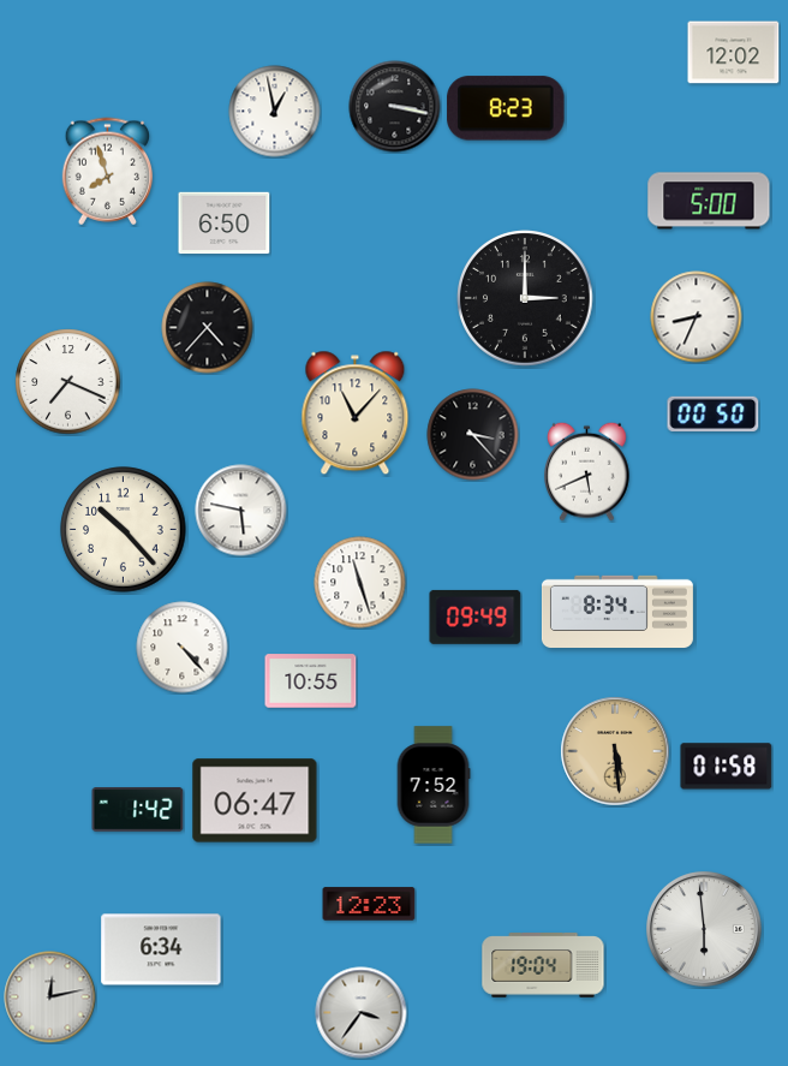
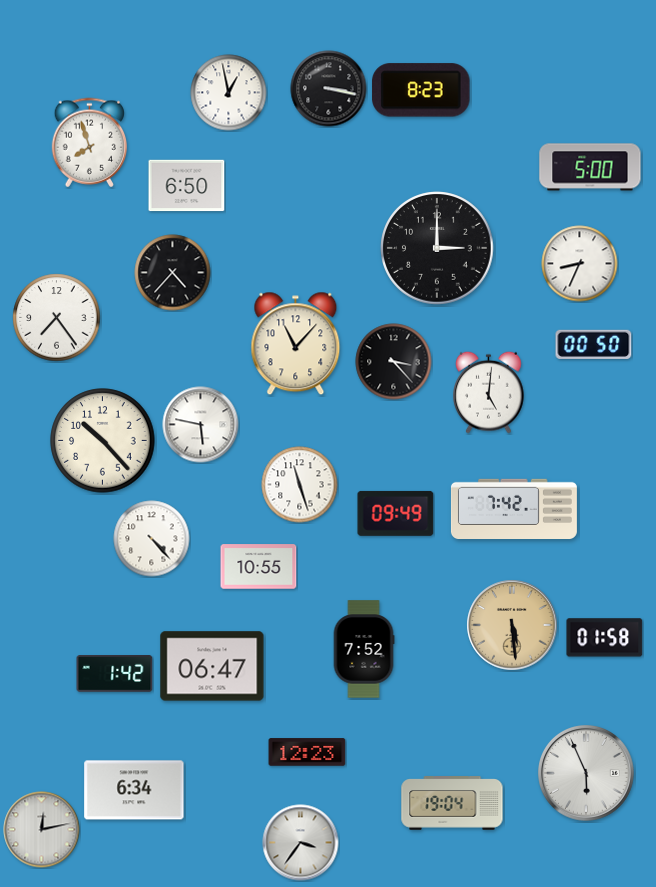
clock at (734, 53): 12:02 -> none
clock at (68, 382): 7:19 -> 7:24
clock at (587, 471): 5:41 -> 5:01
clock at (617, 612): 8:34 -> 7:42
clock at (434, 785) position: (434, 785) -> (364, 649)
clock at (704, 929): 5:59 -> 5:56
